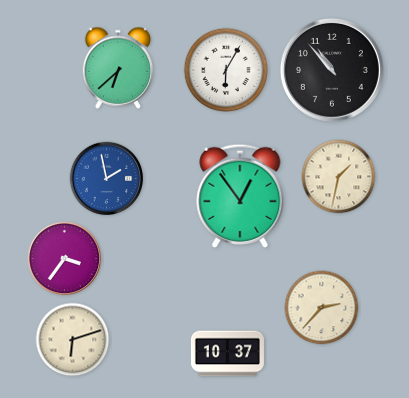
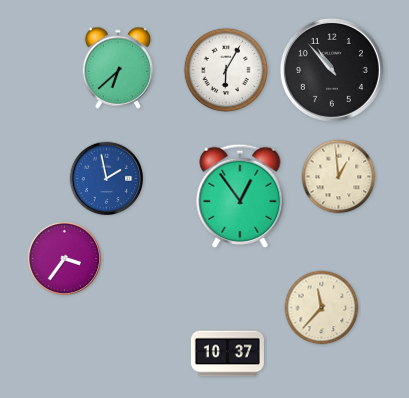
clock at (339, 177): 1:32 -> 12:59
clock at (322, 308): 2:37 -> 11:37
clock at (73, 340): 6:12 -> none
